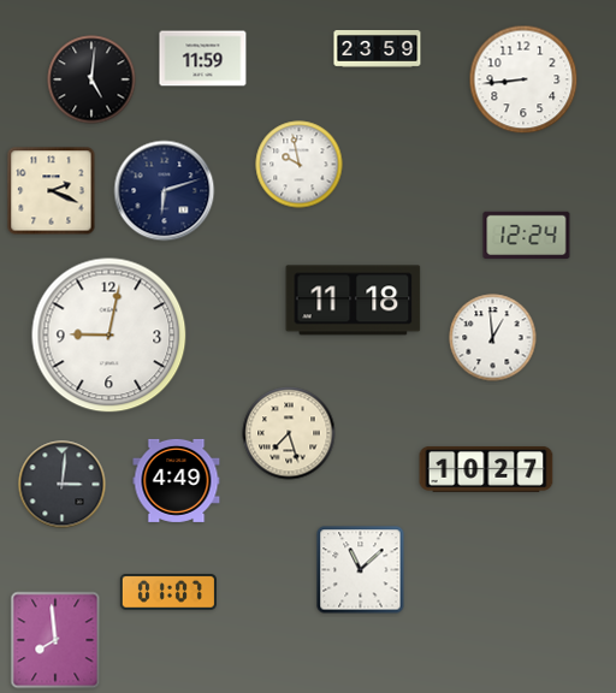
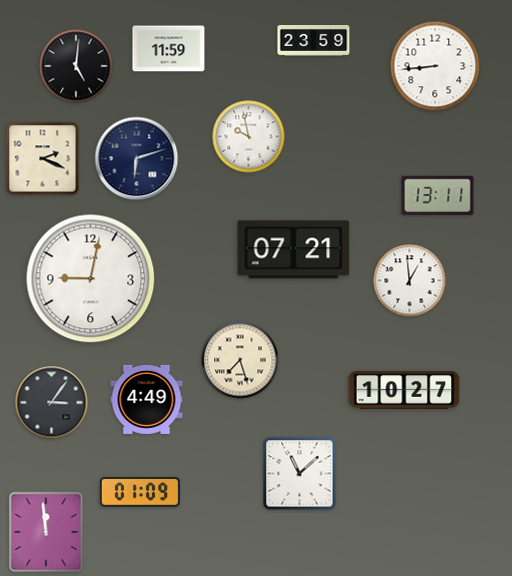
clock at (527, 235): 12:24 -> 13:11
clock at (354, 301): 11:18 -> 07:21
clock at (63, 485): 3:01 -> 3:06
clock at (168, 593): 01:07 -> 01:09
clock at (55, 640): 7:59 -> 11:59
